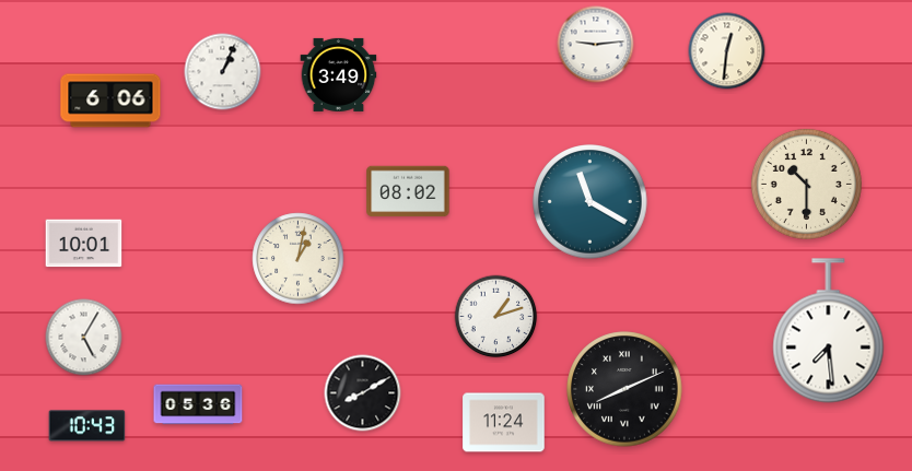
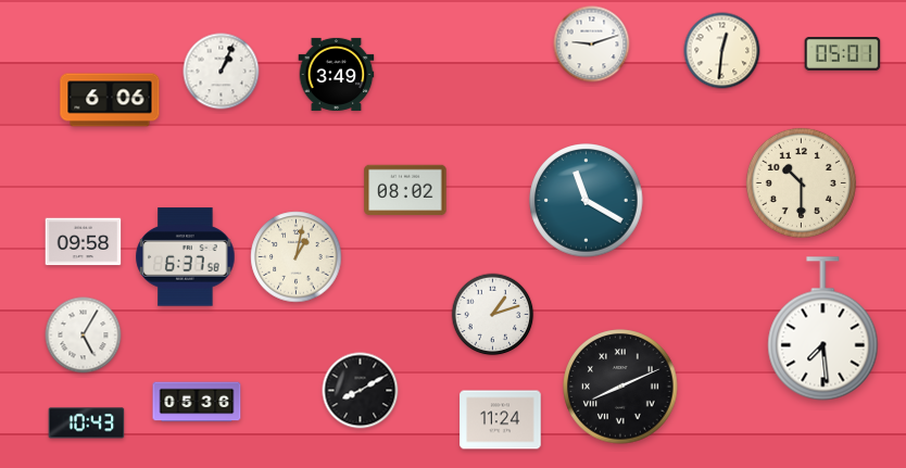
clock at (596, 45): 9:14 -> 9:12
clock at (843, 54): none -> 05:01
clock at (84, 244): 10:01 -> 09:58
clock at (186, 257): none -> 6:37
